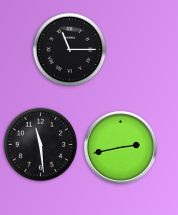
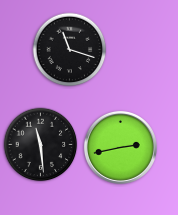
clock at (70, 50): 11:15 -> 11:18
